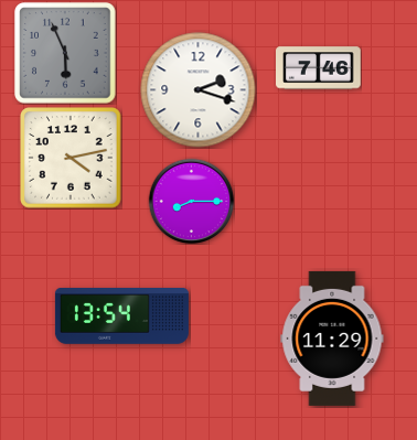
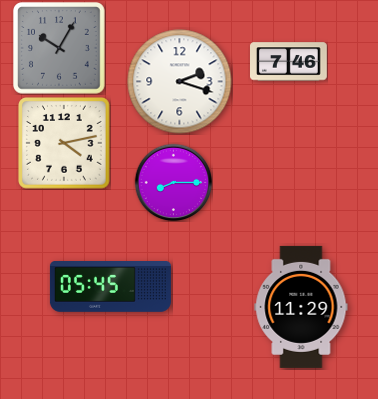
clock at (65, 53): 5:56 -> 10:05
clock at (121, 316): 13:54 -> 05:45
